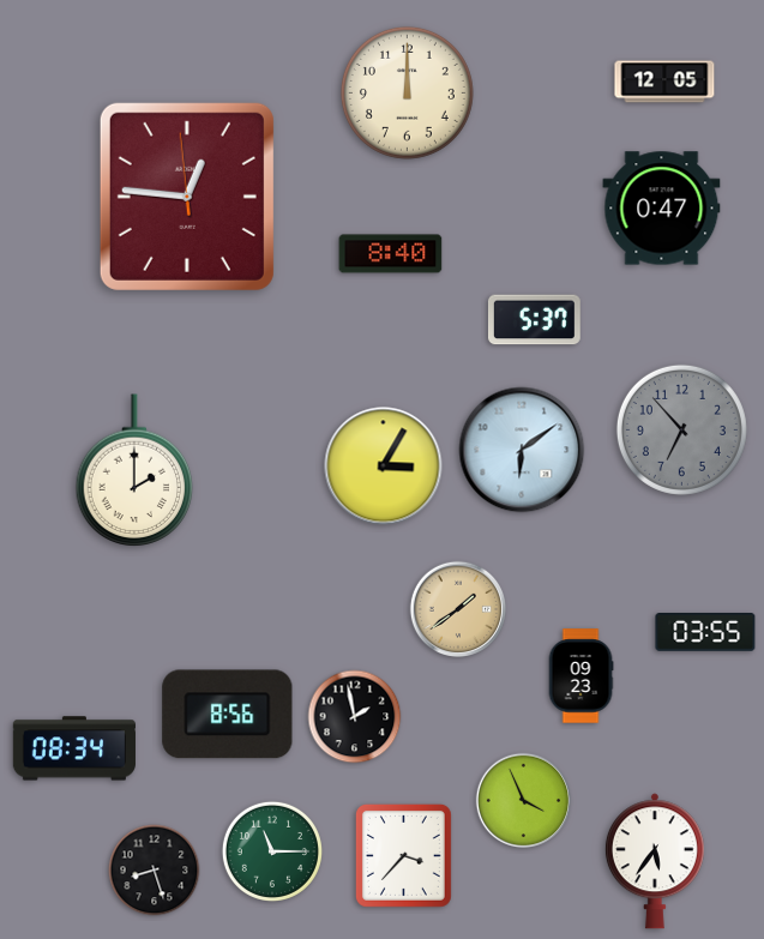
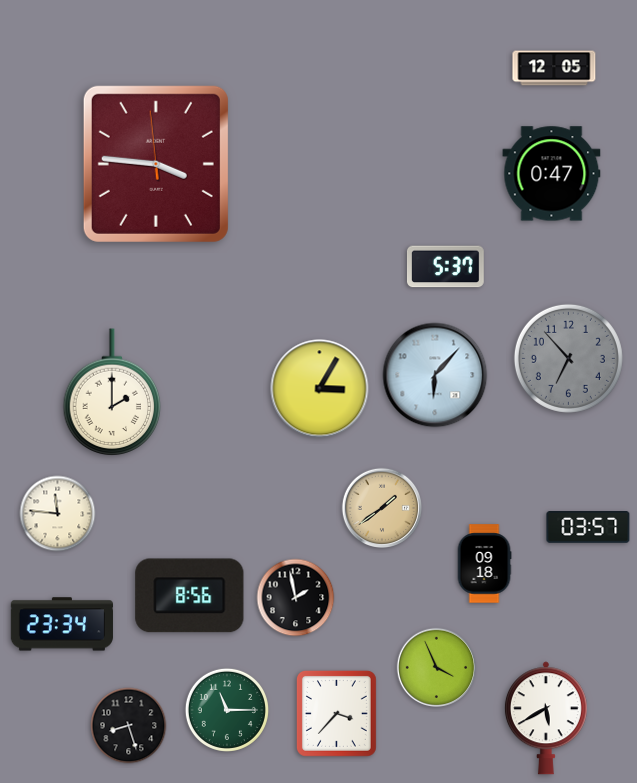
clock at (407, 92): 12:00 -> none
clock at (187, 197): 12:45 -> 3:45
clock at (391, 254): 8:40 -> none
clock at (522, 450): 6:09 -> 6:07
clock at (58, 514): none -> 11:46
clock at (705, 633): 03:55 -> 03:57
clock at (580, 676): 09:23 -> 09:18
clock at (74, 748): 08:34 -> 23:34
clock at (655, 861): 5:36 -> 5:40
